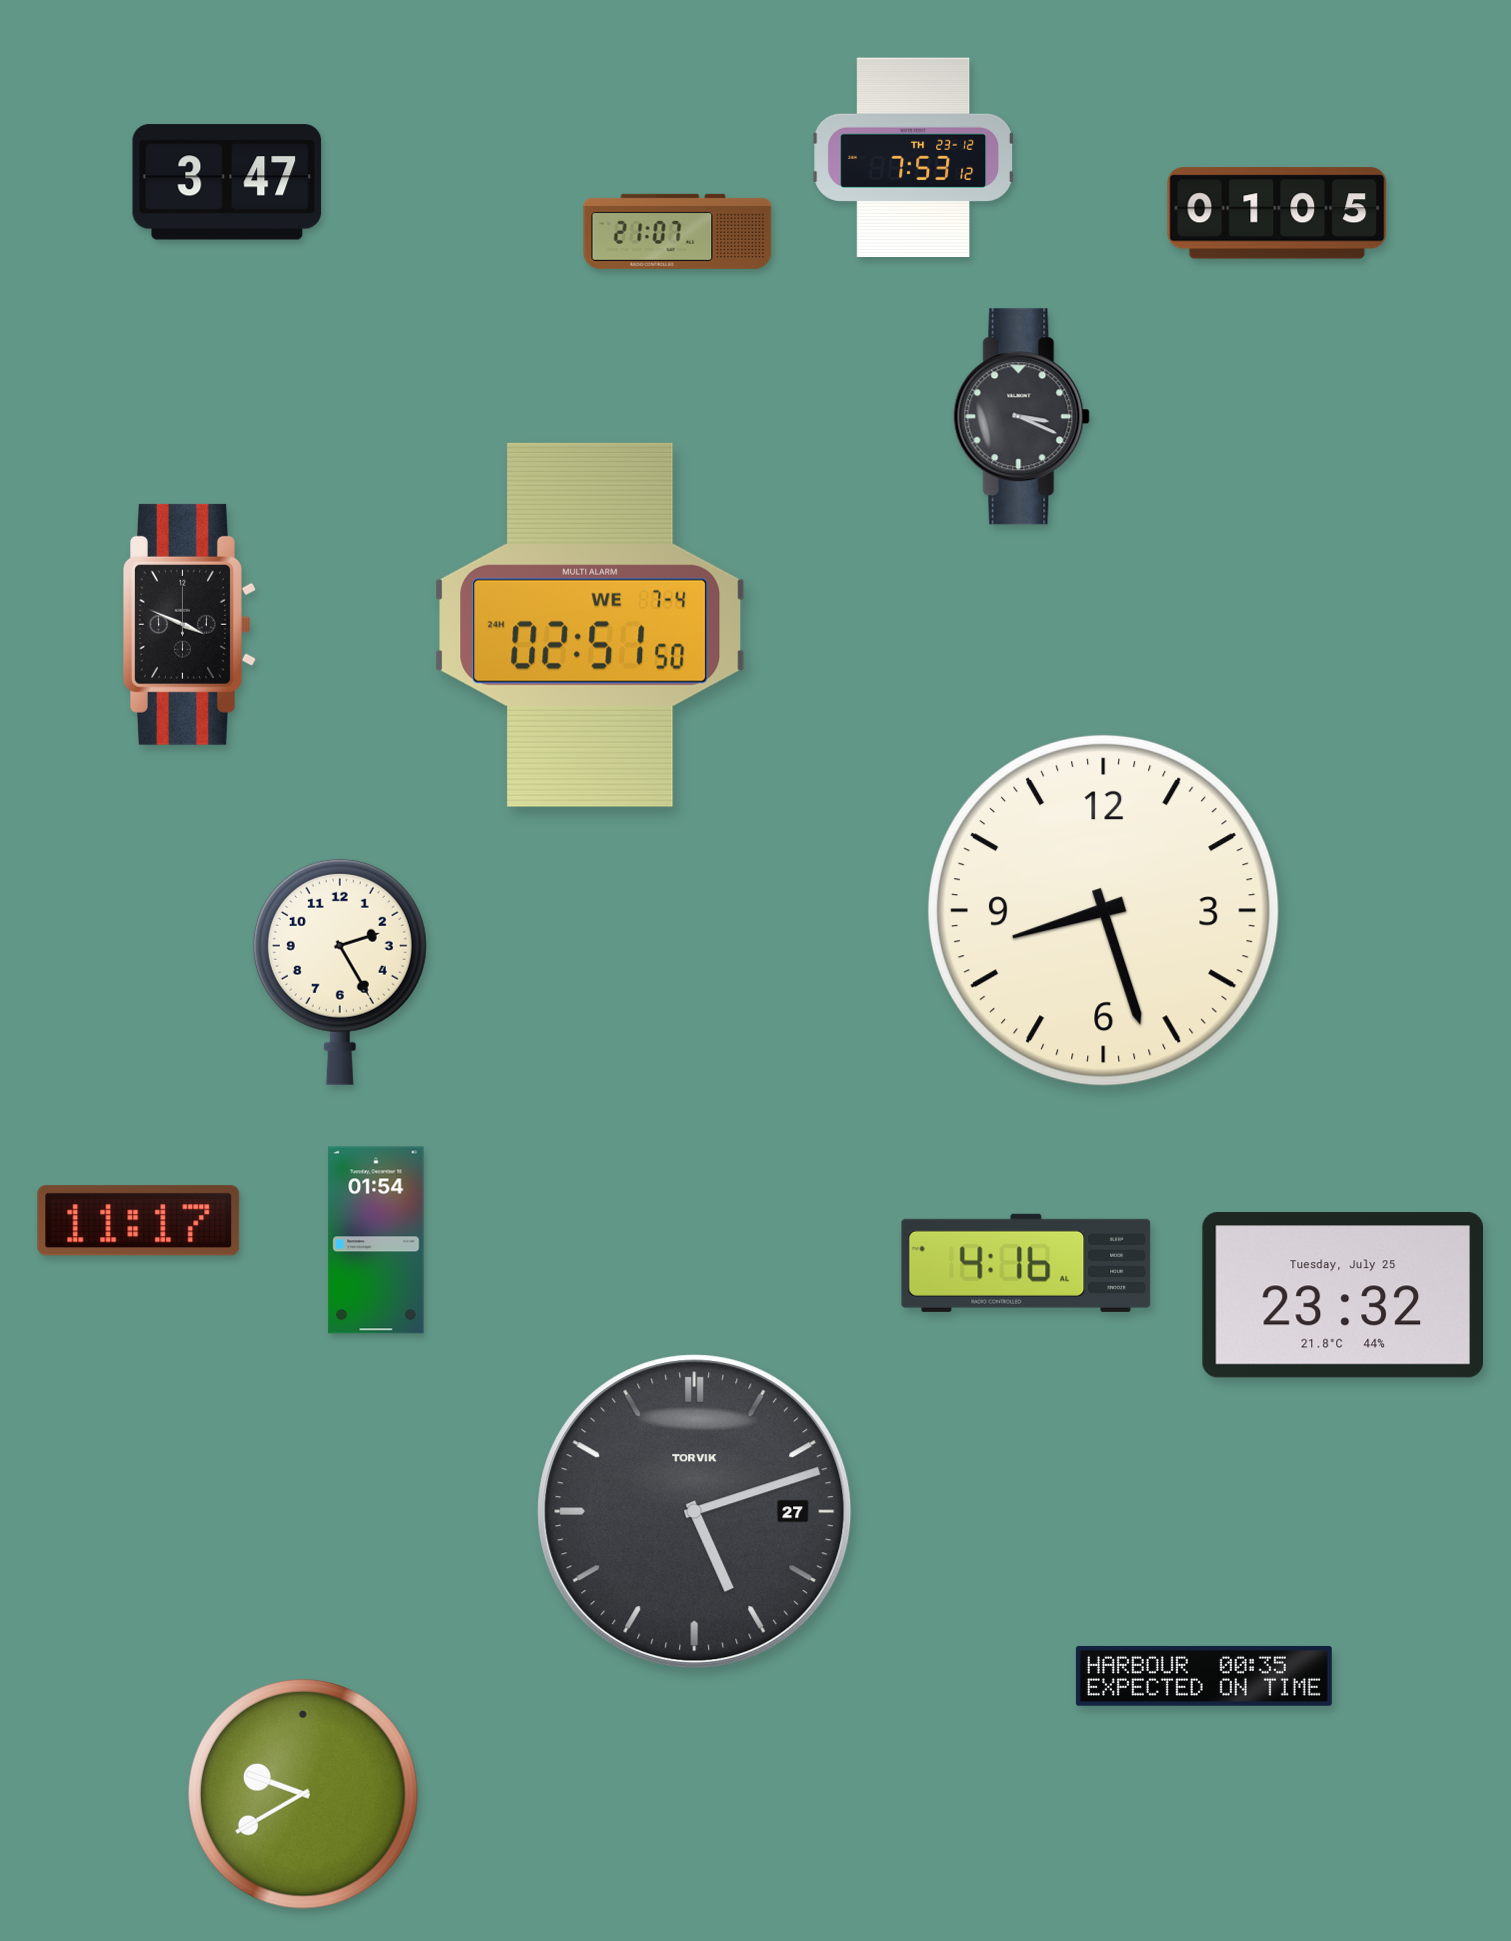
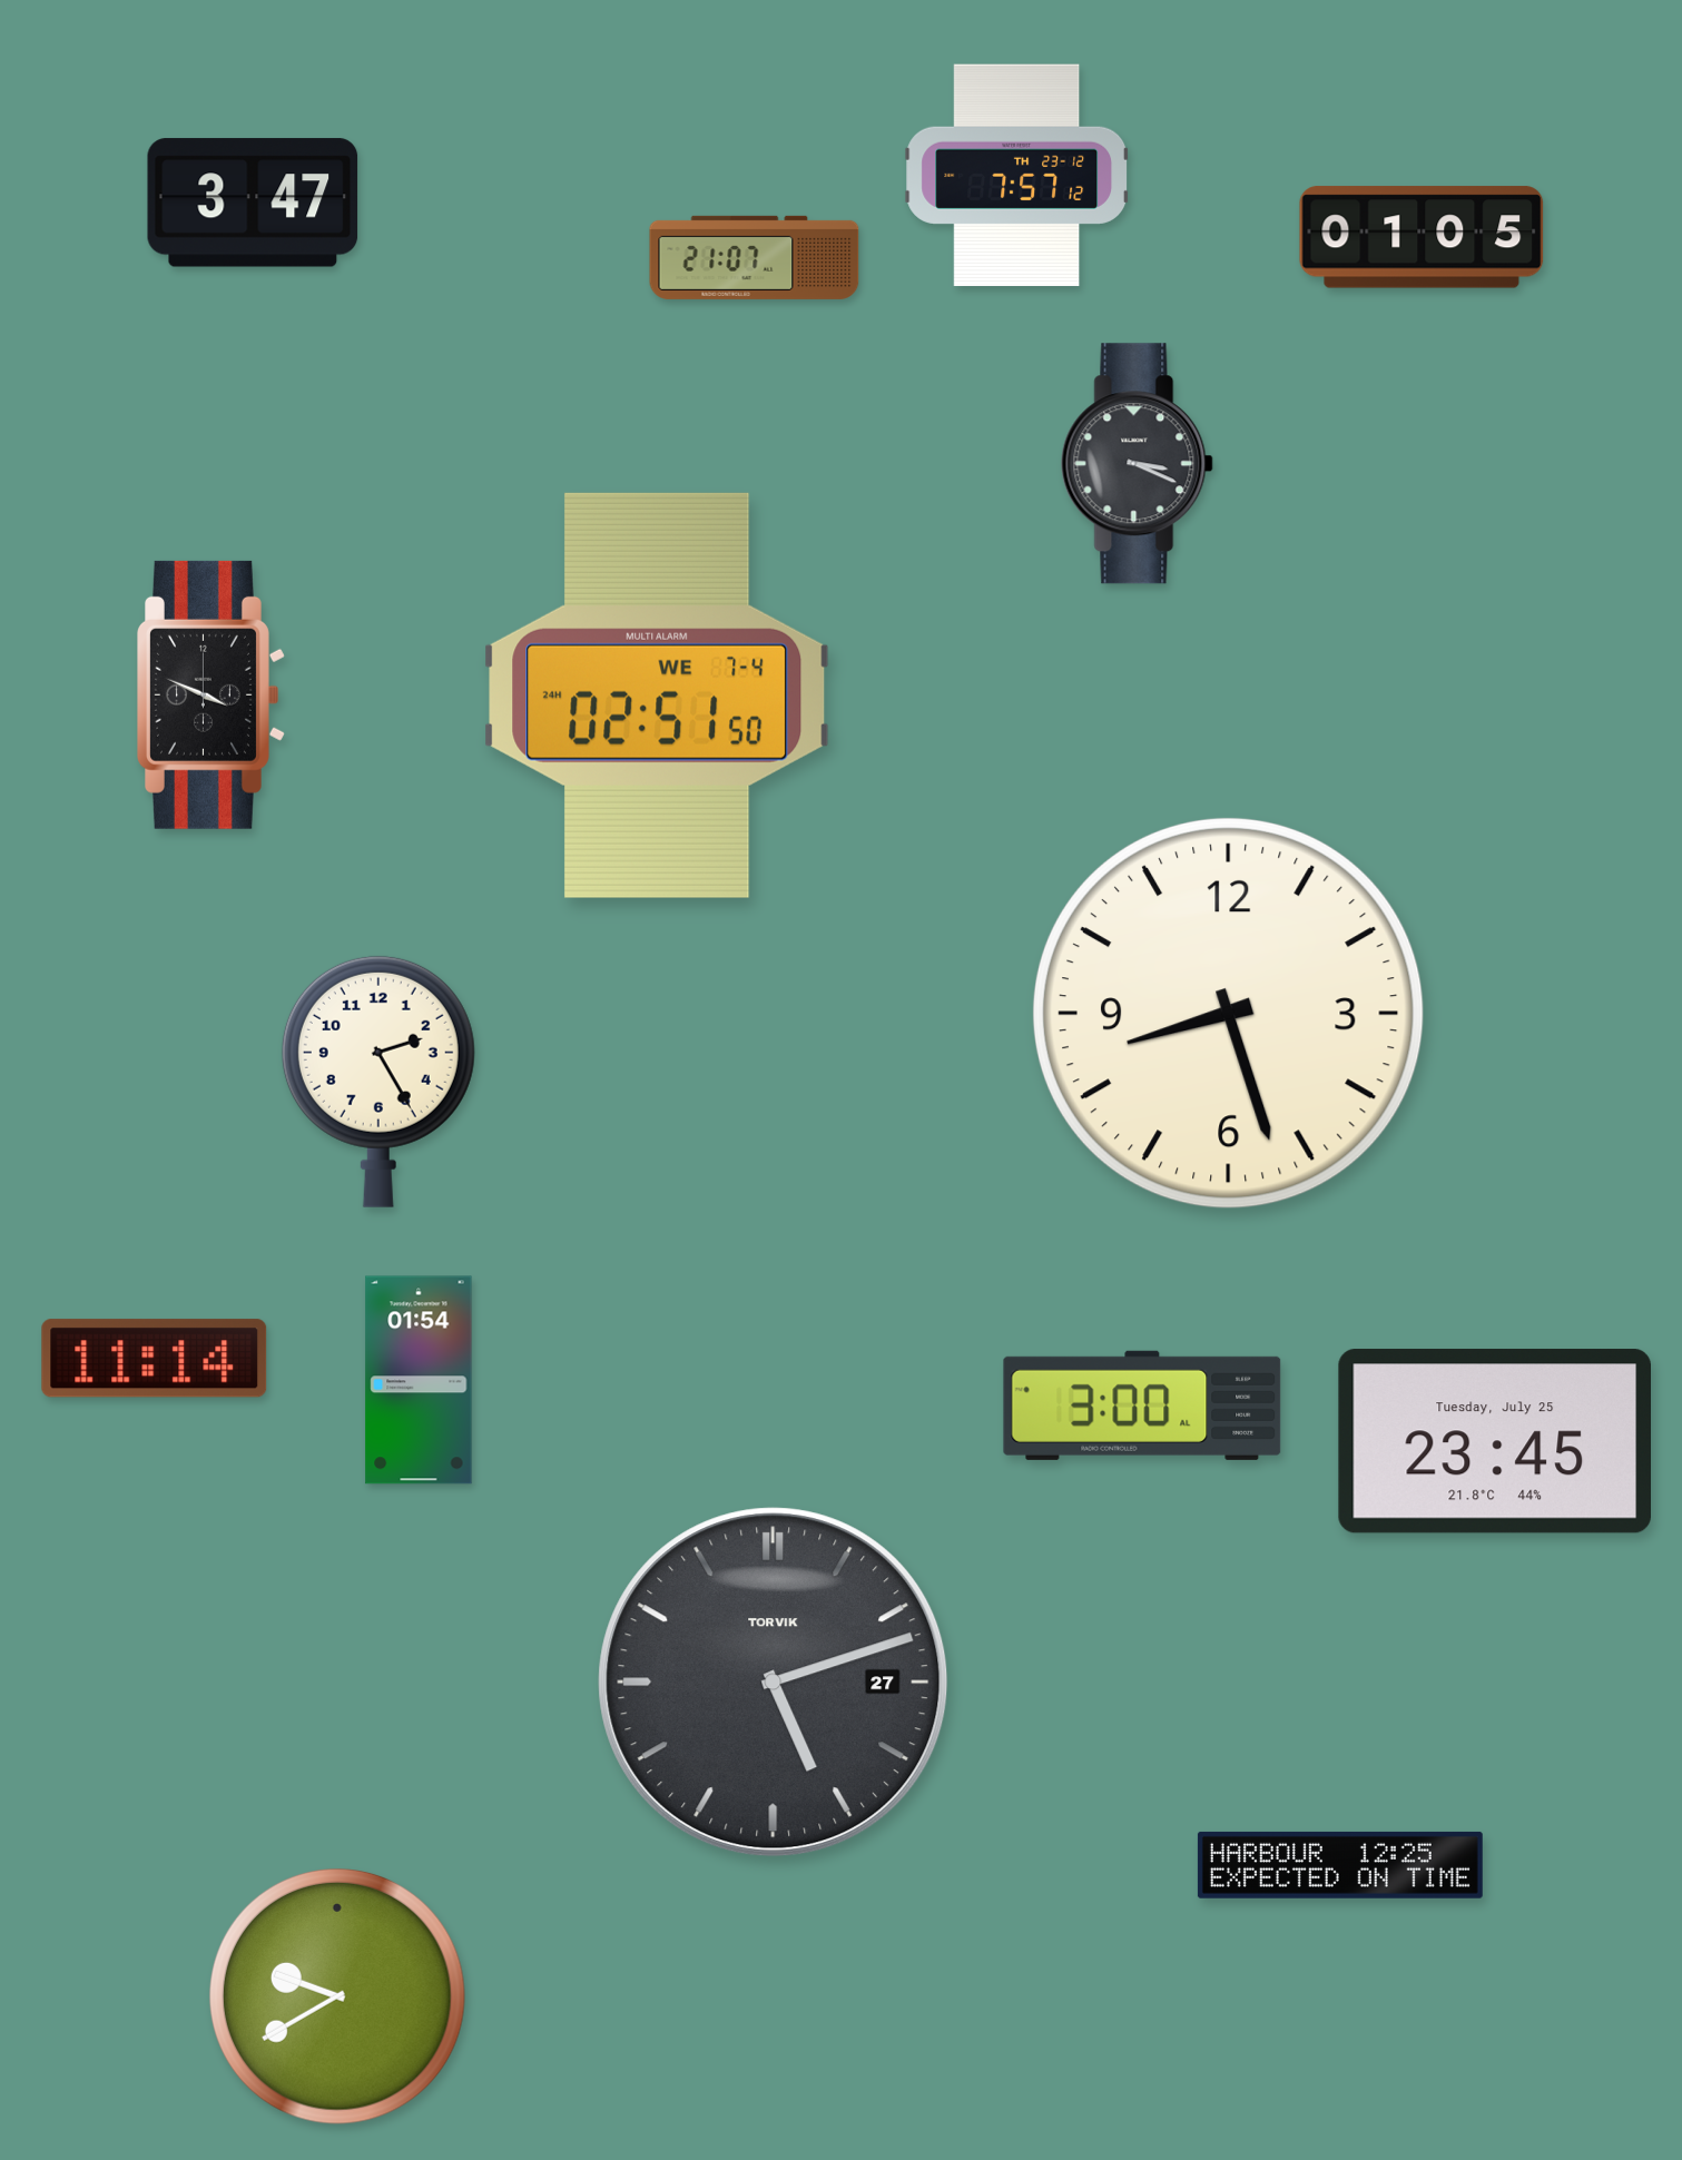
clock at (913, 158): 7:53 -> 7:57
clock at (139, 1221): 11:17 -> 11:14
clock at (1026, 1263): 4:16 -> 3:00
clock at (1342, 1295): 23:32 -> 23:45
clock at (1204, 1676): 00:35 -> 12:25
